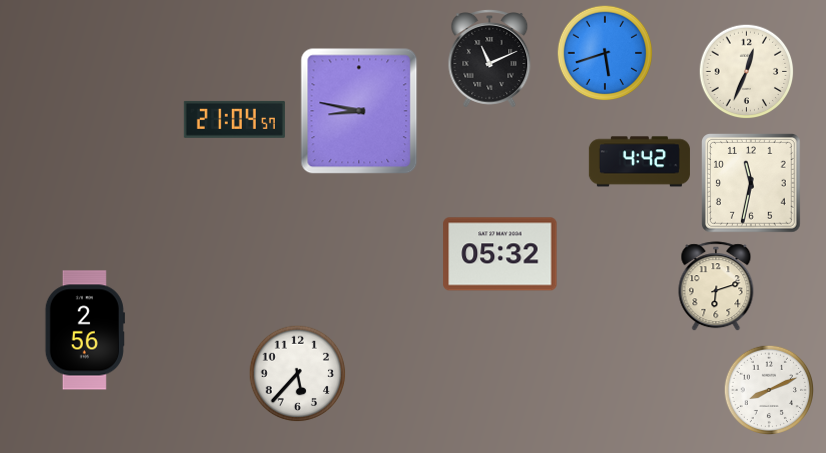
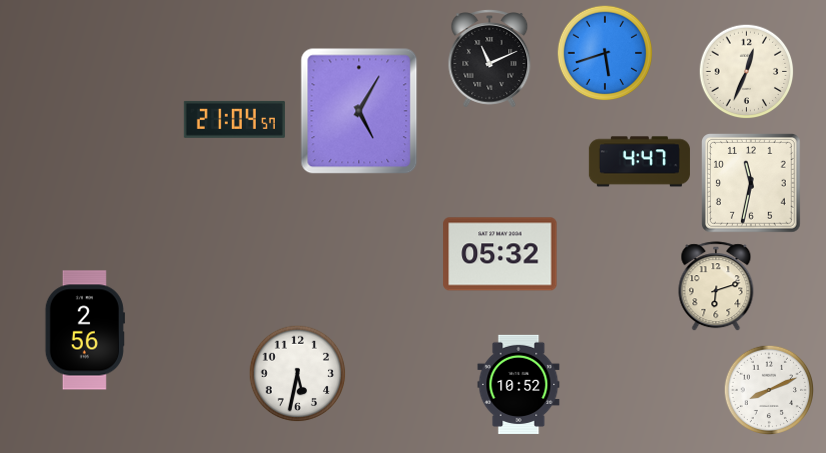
clock at (359, 111): 8:47 -> 5:05
clock at (639, 162): 4:42 -> 4:47
clock at (297, 373): 5:37 -> 5:32
clock at (519, 384): none -> 10:52
